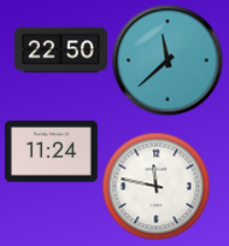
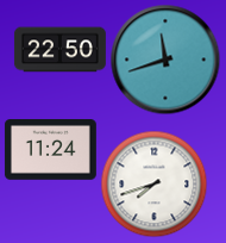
clock at (168, 60): 11:38 -> 11:42
clock at (155, 186): 11:47 -> 7:42
